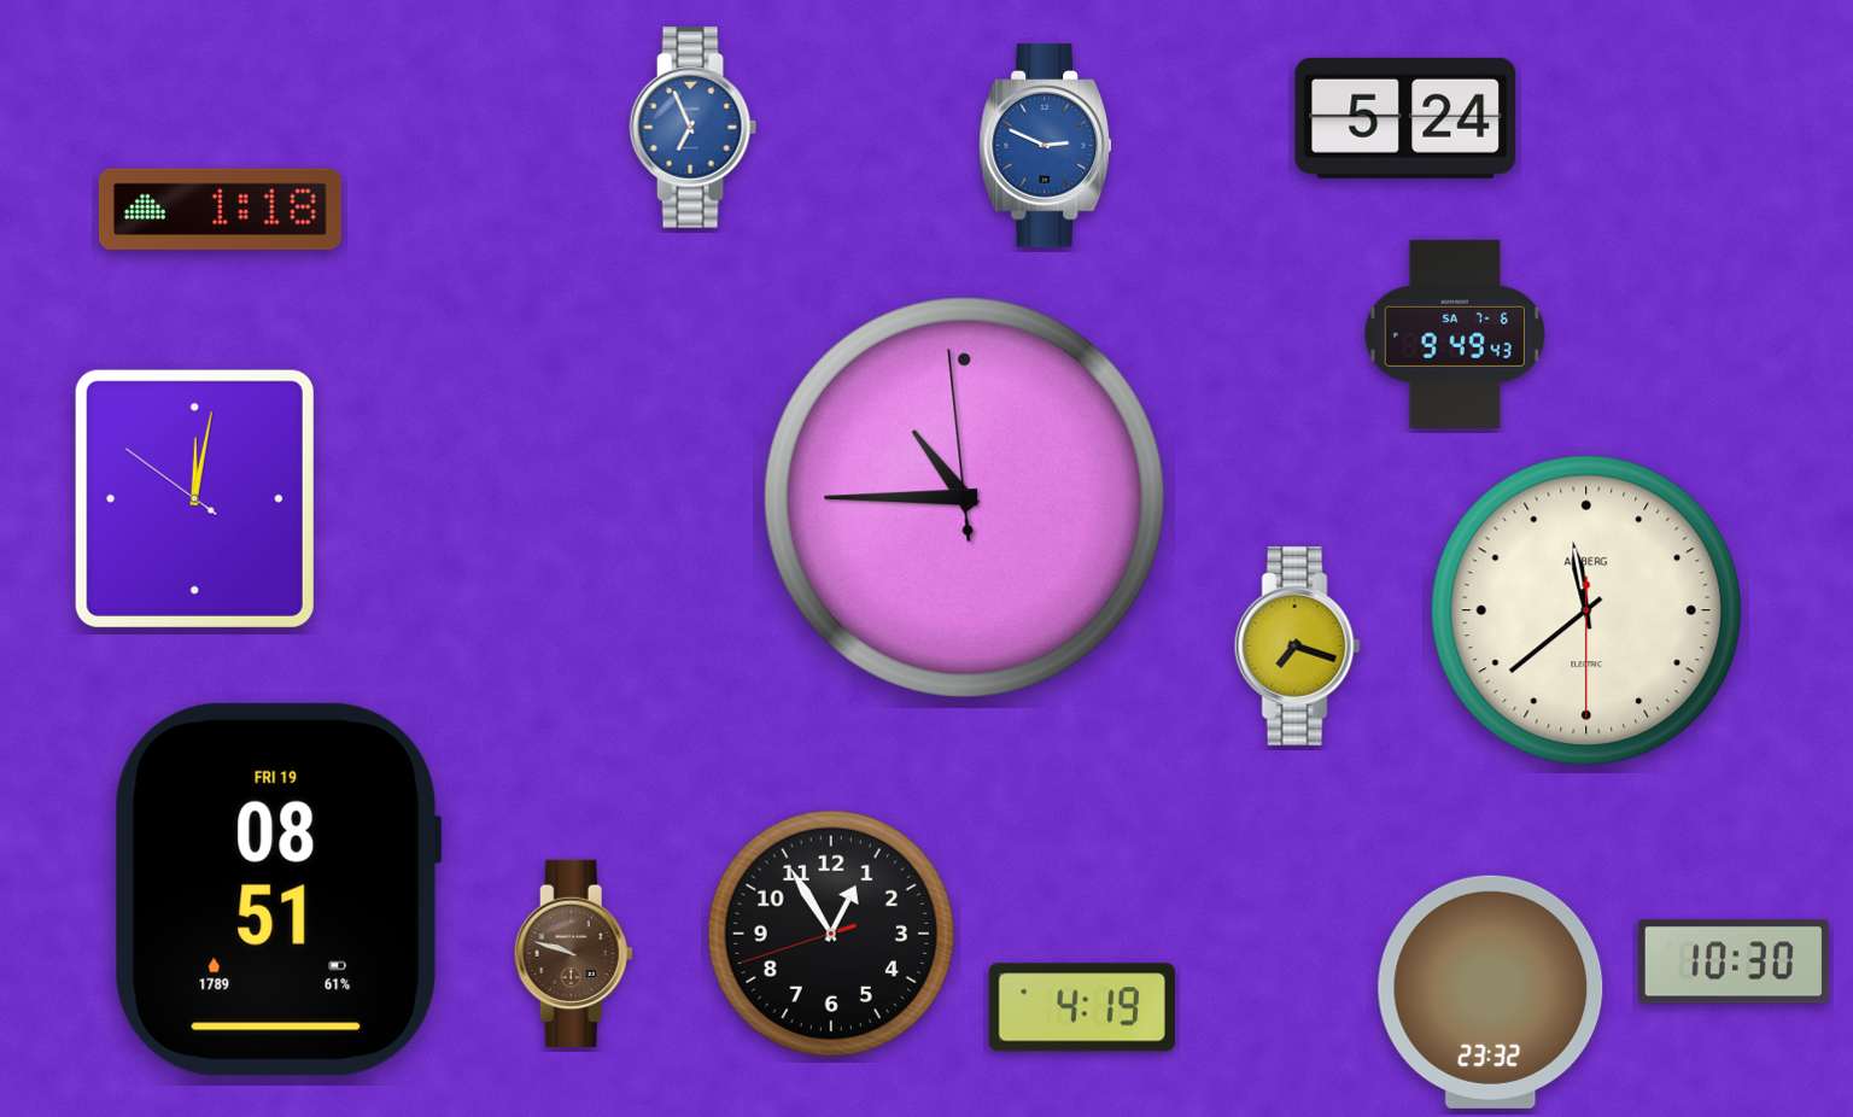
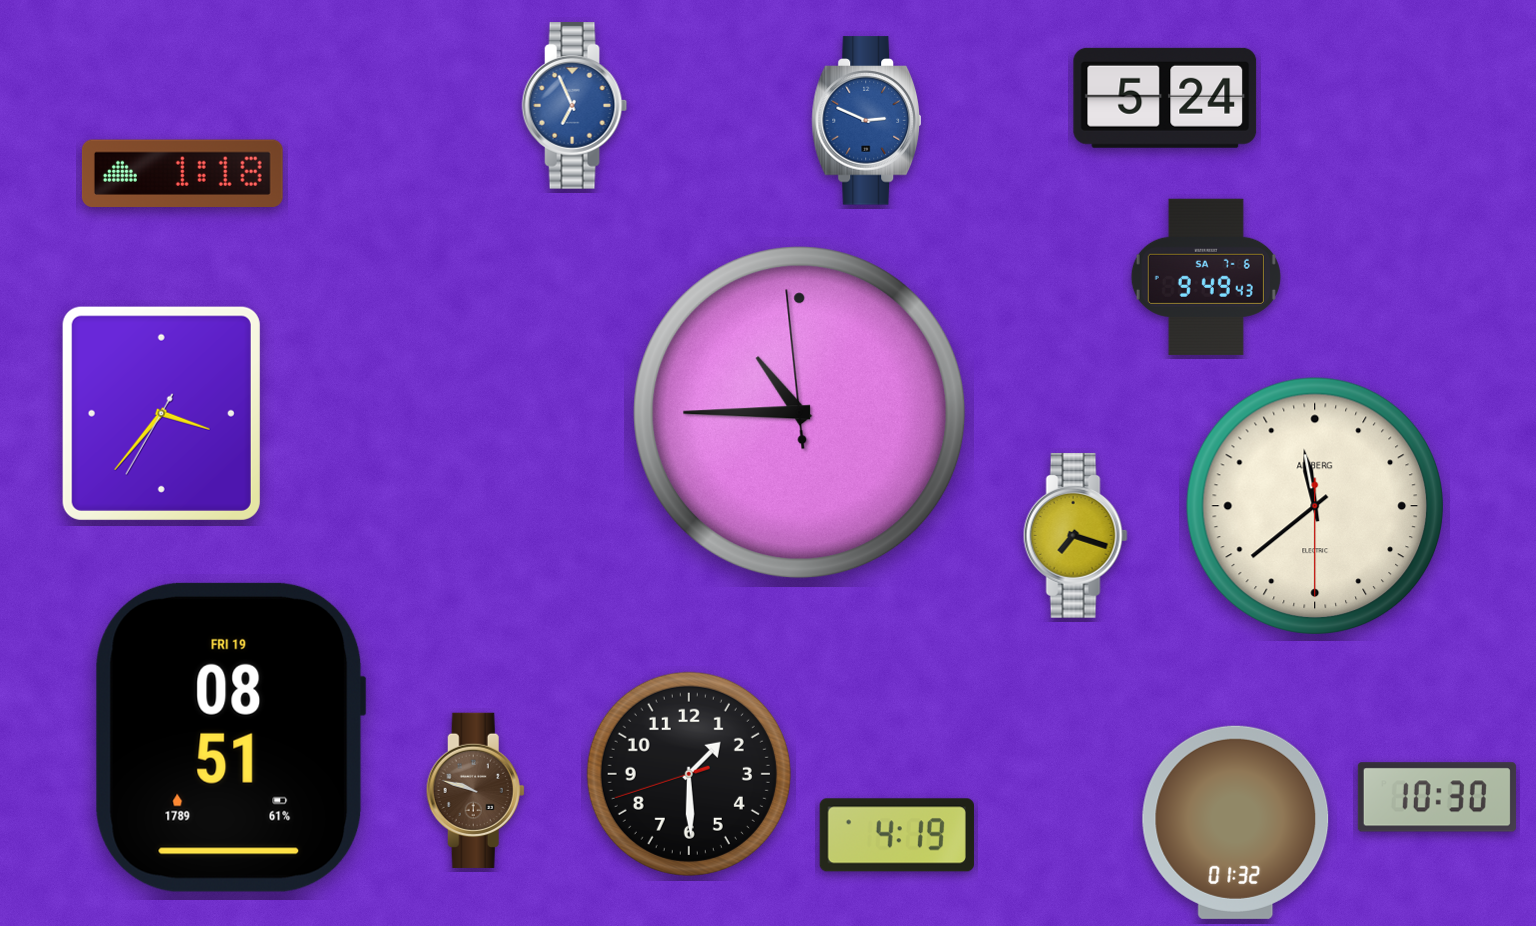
clock at (194, 498): 12:01 -> 3:36
clock at (831, 934): 12:54 -> 1:29
clock at (1491, 992): 23:32 -> 01:32
